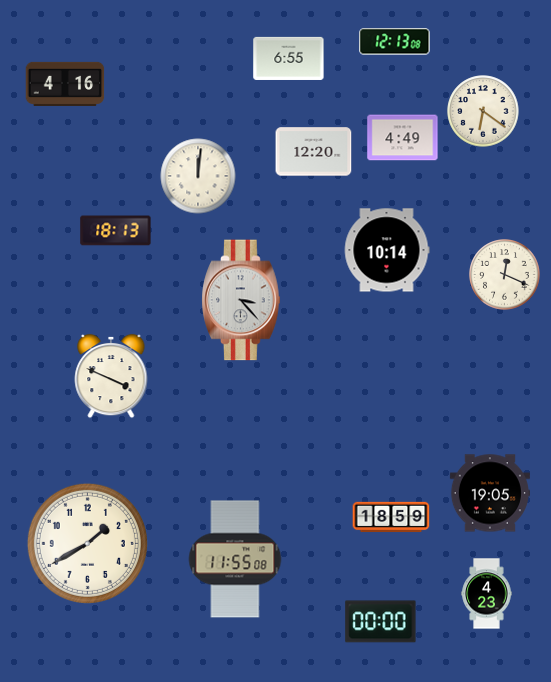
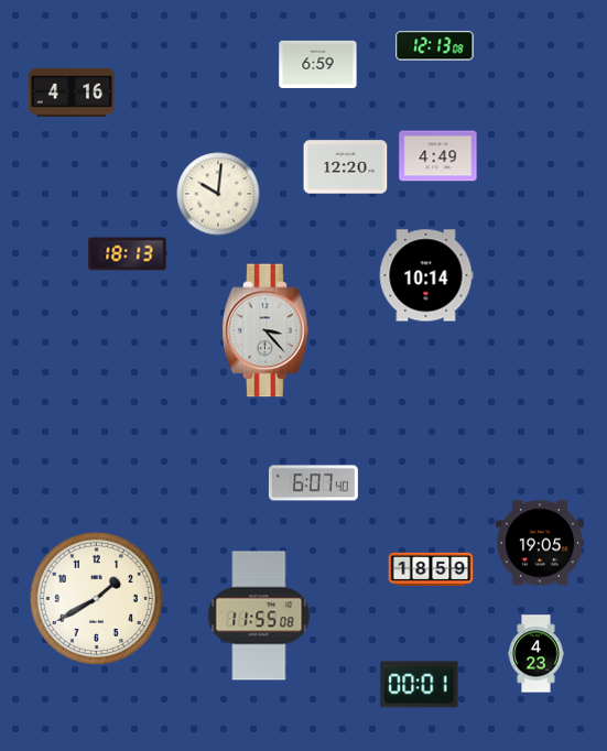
clock at (289, 58): 6:55 -> 6:59
clock at (483, 111): 6:21 -> none
clock at (403, 138) position: (403, 138) -> (438, 156)
clock at (198, 176): 12:01 -> 10:01
clock at (505, 275): 12:19 -> none
clock at (111, 376): 3:49 -> none
clock at (313, 483): none -> 6:07
clock at (381, 622): 00:00 -> 00:01
